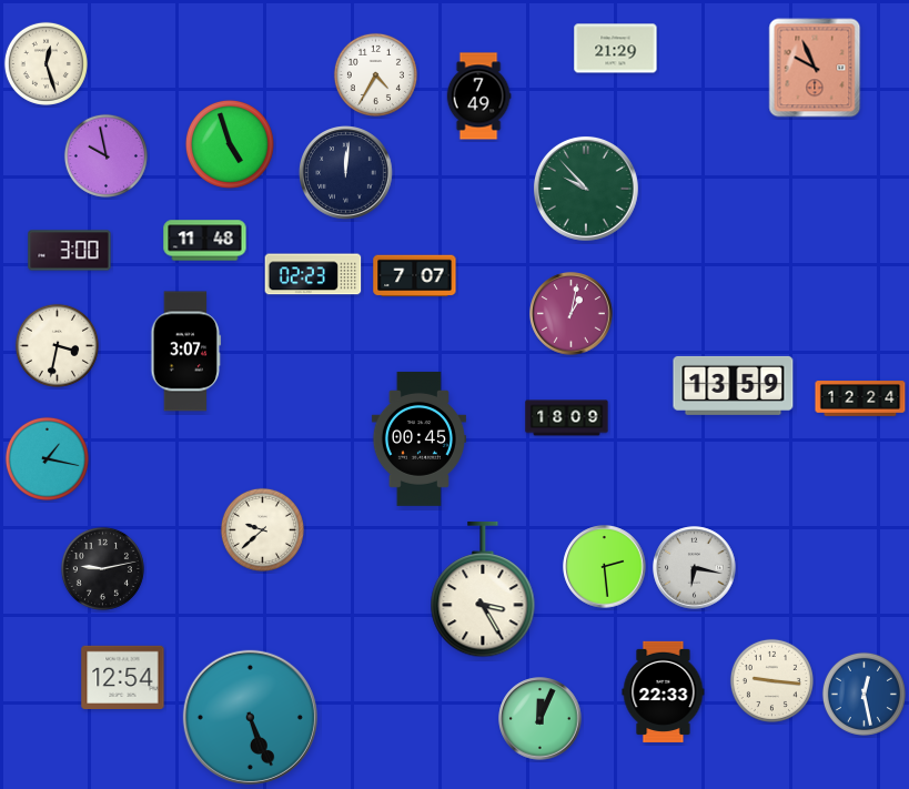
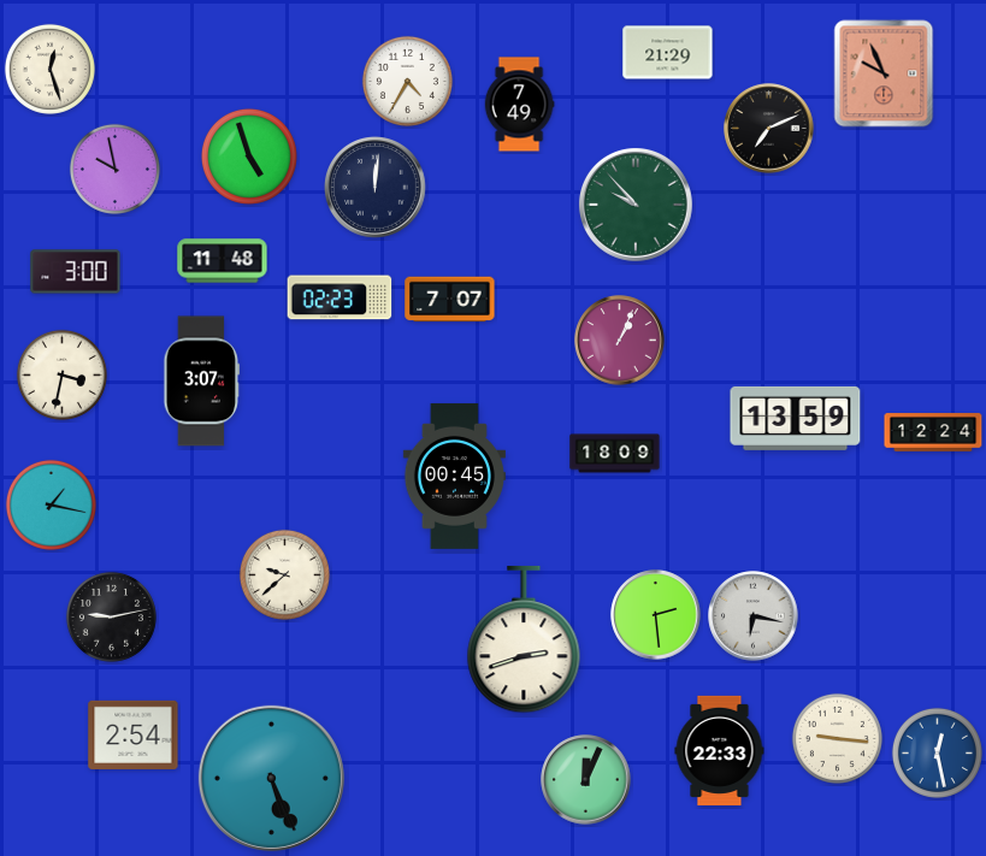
clock at (769, 129): none -> 7:11
clock at (572, 314): 1:02 -> 1:04
clock at (47, 458) position: (47, 458) -> (51, 504)
clock at (483, 589): 3:25 -> 2:42
clock at (123, 677): 12:54 -> 2:54
